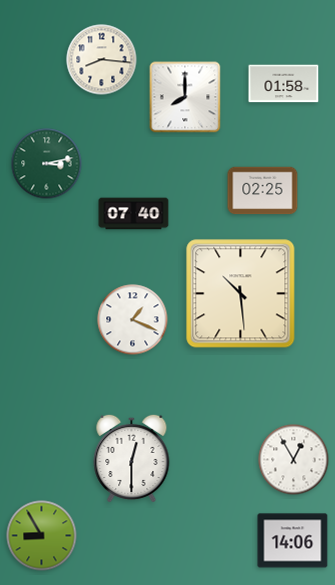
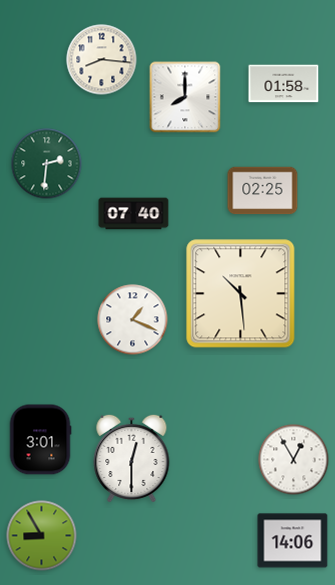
clock at (47, 164): 3:13 -> 2:31
clock at (40, 440): none -> 3:01
